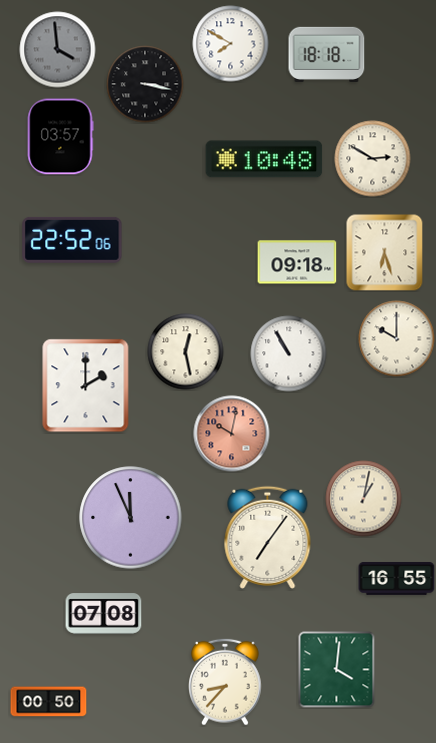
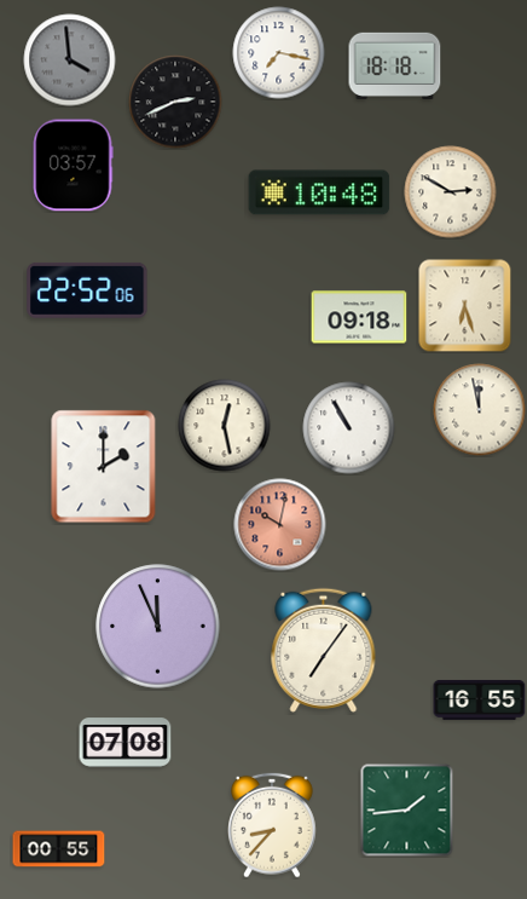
clock at (231, 44): 7:50 -> 7:17
clock at (145, 84): 3:17 -> 2:41
clock at (397, 339): 10:00 -> 11:58
clock at (364, 499): 1:02 -> none
clock at (337, 670): 4:01 -> 1:44
clock at (49, 702): 00:50 -> 00:55
